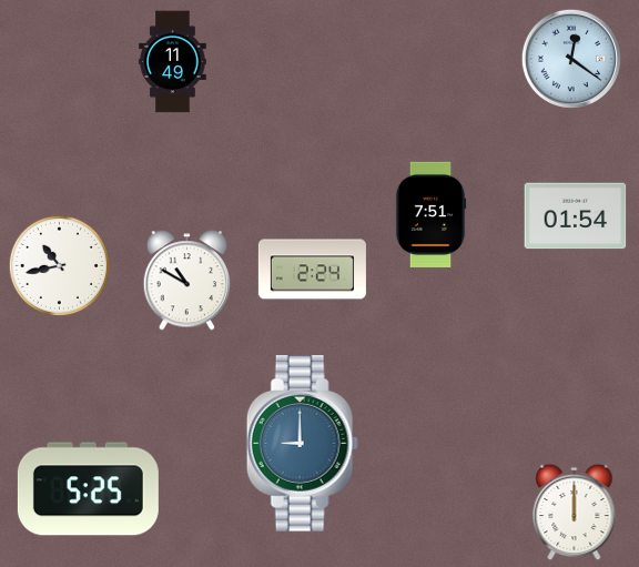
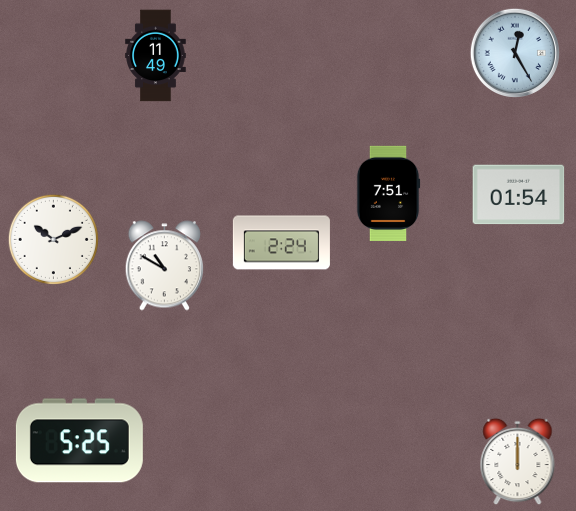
clock at (571, 58): 12:21 -> 12:25
clock at (59, 265): 10:43 -> 10:11
clock at (186, 281) position: (186, 281) -> (164, 266)
clock at (302, 444): 9:00 -> none
